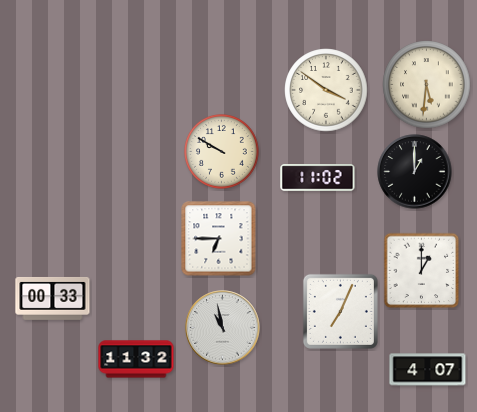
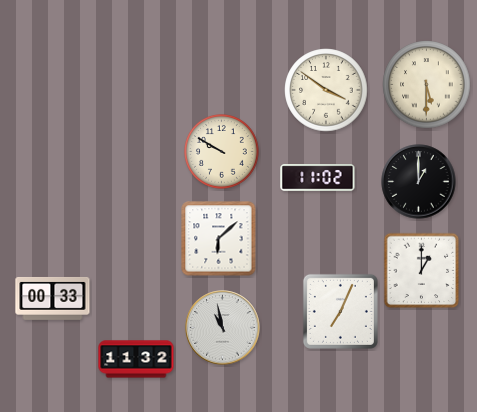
clock at (427, 85): 5:31 -> 5:30
clock at (415, 172) position: (415, 172) -> (419, 182)
clock at (219, 239): 6:45 -> 6:08
clock at (428, 370): 4:07 -> none
